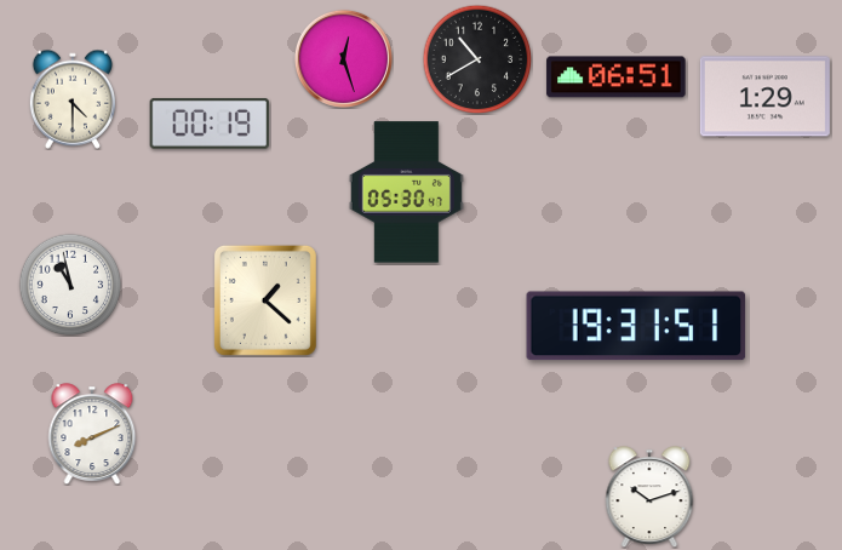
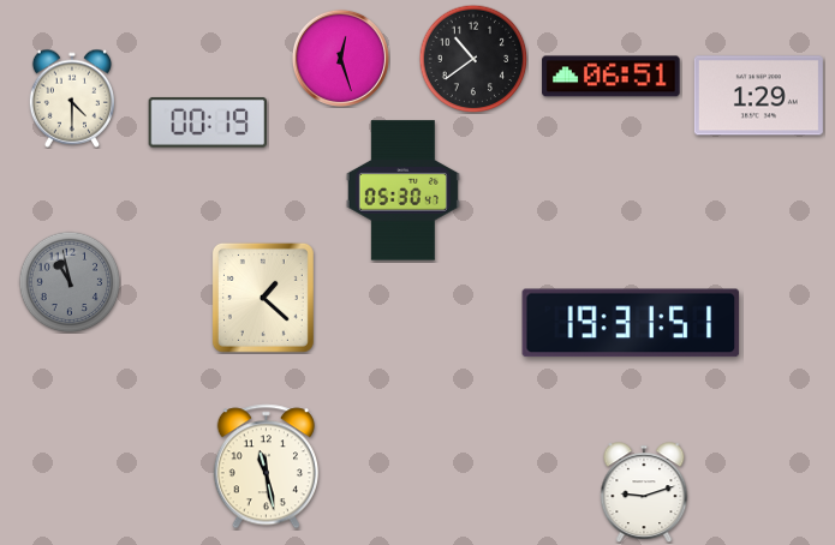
clock at (477, 59): 10:40 -> 10:39
clock at (70, 285) dial: white -> grey
clock at (92, 434): 8:11 -> none
clock at (266, 467): none -> 11:28
clock at (649, 497): 10:12 -> 9:12
